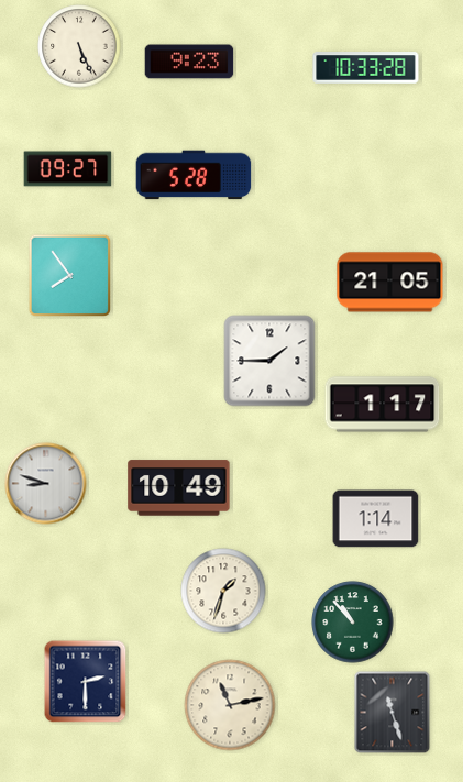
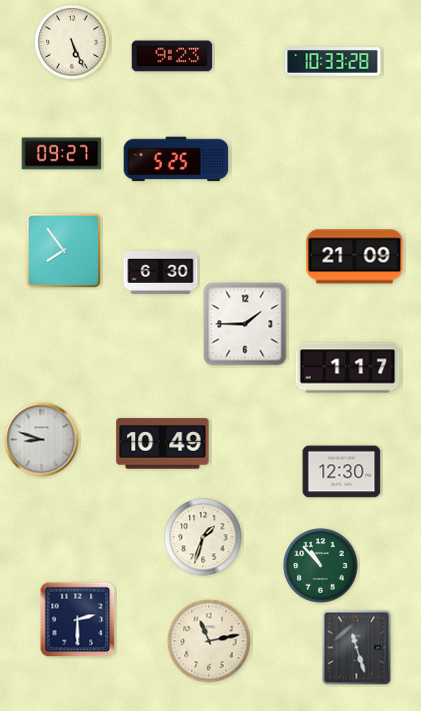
clock at (194, 175): 5:28 -> 5:25
clock at (390, 283): 21:05 -> 21:09
clock at (161, 272): none -> 6:30
clock at (269, 361) position: (269, 361) -> (245, 324)
clock at (376, 519): 1:14 -> 12:30
